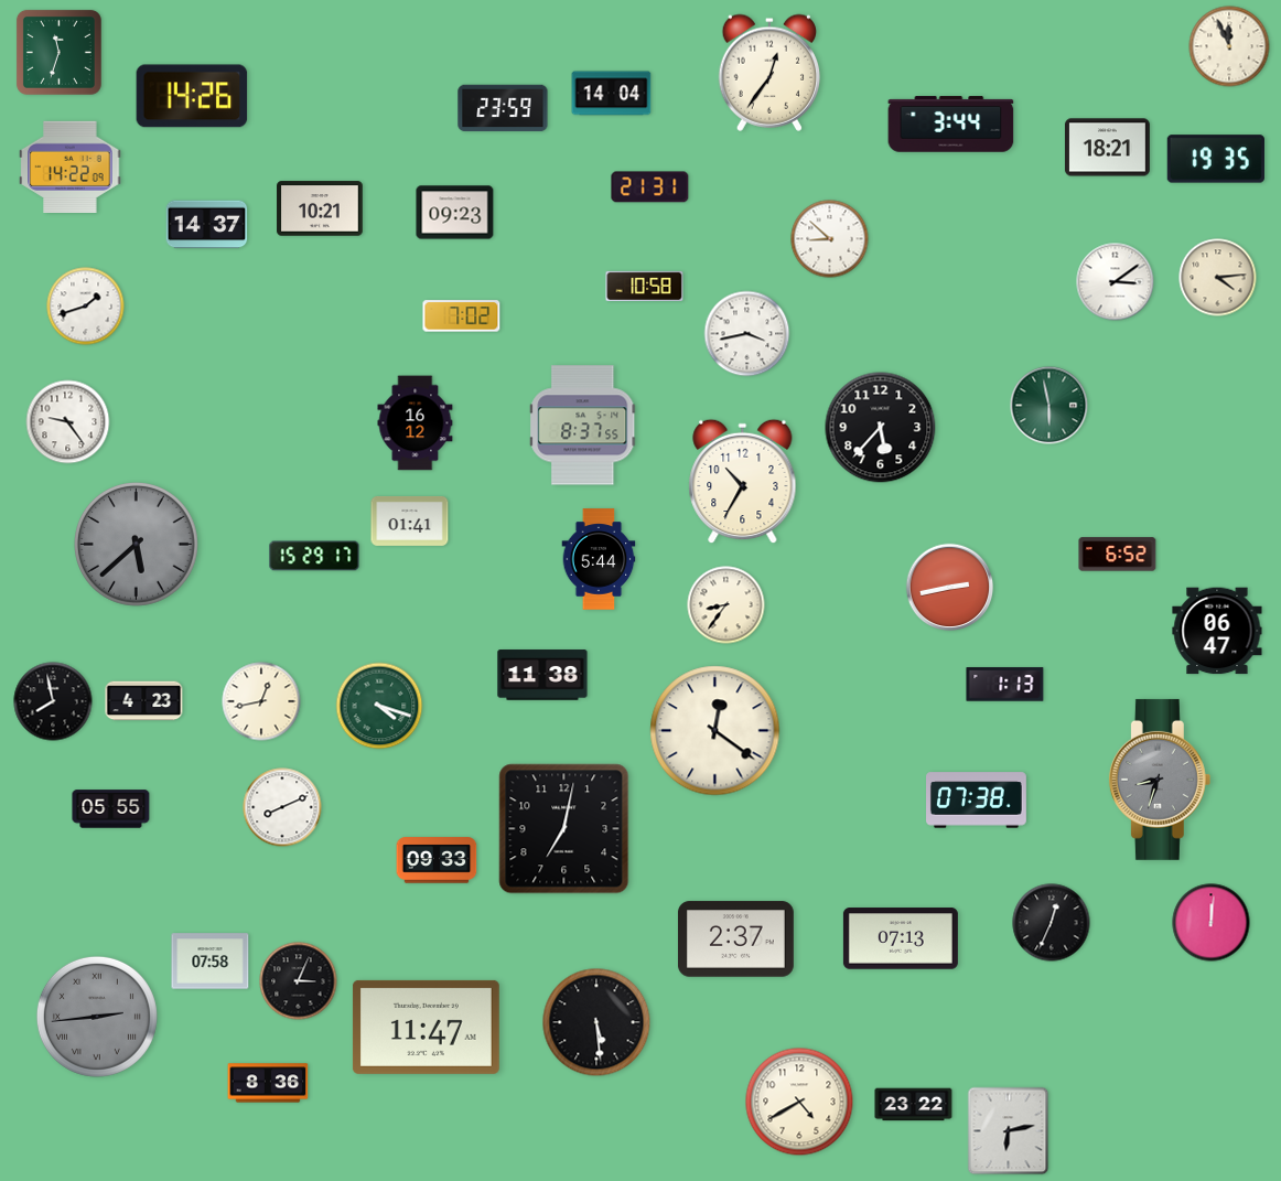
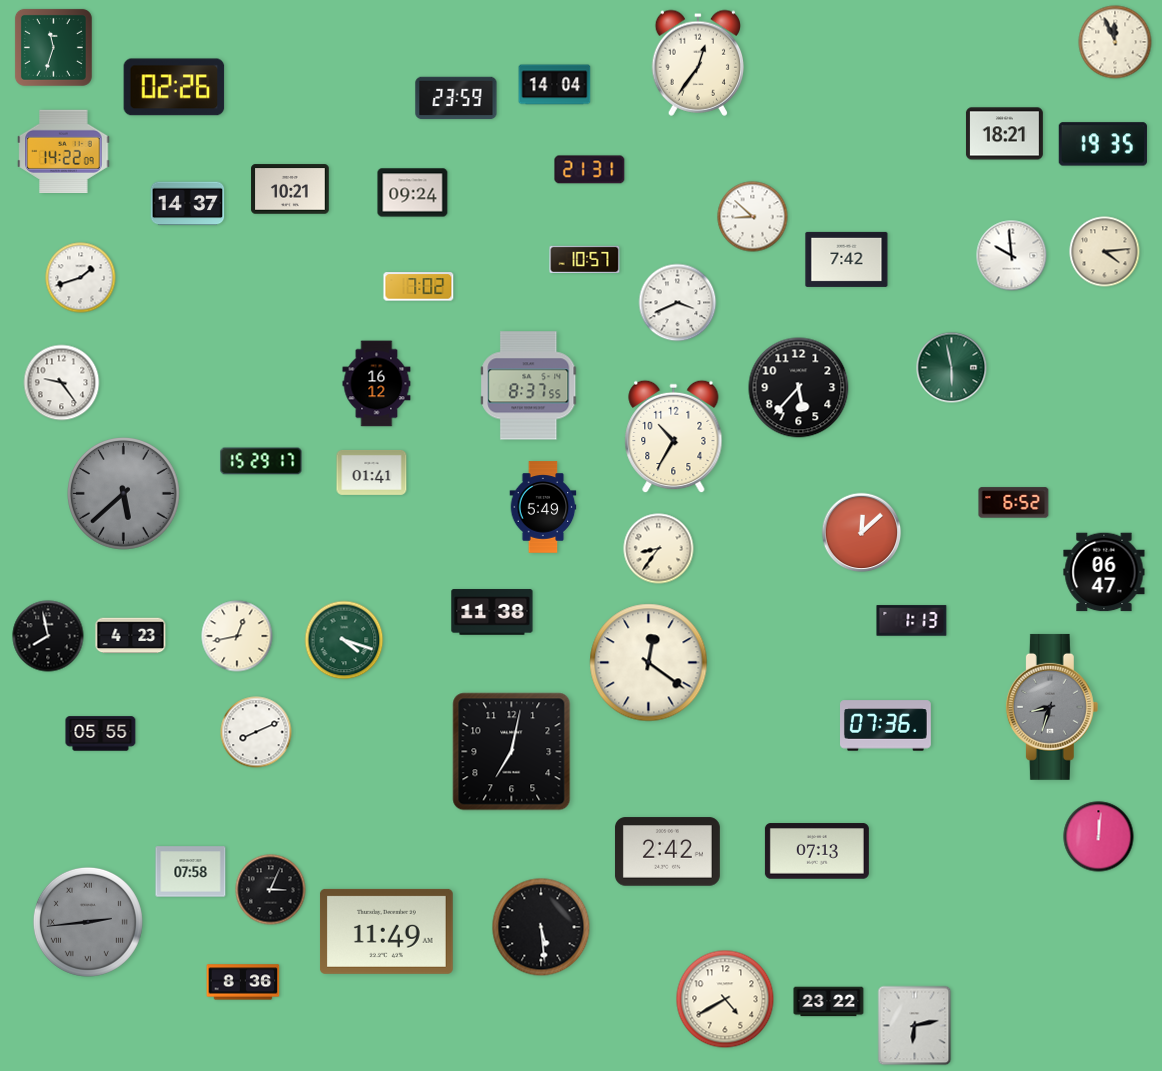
clock at (768, 73) position: (768, 73) -> (697, 63)
clock at (192, 96): 14:26 -> 02:26
clock at (951, 125): 3:44 -> none
clock at (455, 213): 09:23 -> 09:24
clock at (1116, 282): 3:09 -> 9:59
clock at (645, 286): 10:58 -> 10:57
clock at (847, 259): none -> 7:42
clock at (86, 307) position: (86, 307) -> (81, 278)
clock at (747, 334): 3:43 -> 3:41
clock at (314, 556) position: (314, 556) -> (261, 461)
clock at (599, 559): 5:44 -> 5:49
clock at (950, 588): 2:43 -> 12:08
clock at (977, 801): 07:38 -> 07:36
clock at (437, 860): 09:33 -> none
clock at (1052, 923): 12:34 -> none
clock at (735, 940): 2:37 -> 2:42
clock at (426, 1027): 11:47 -> 11:49
